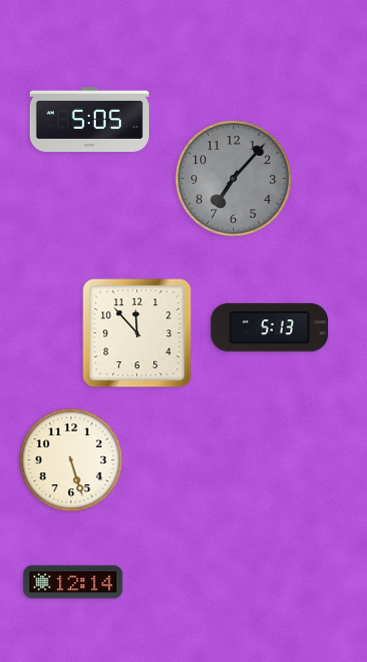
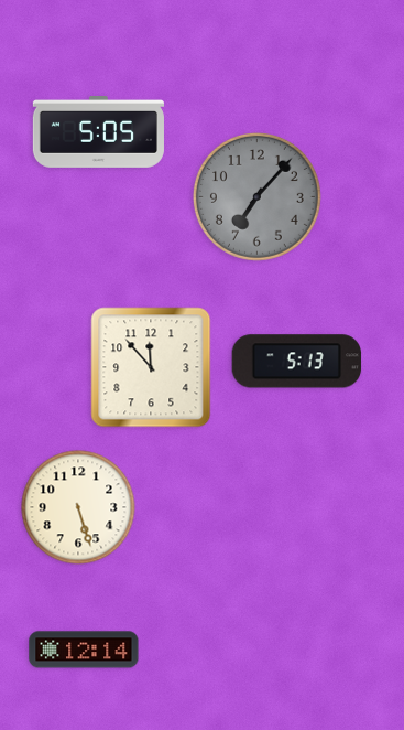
clock at (73, 582) position: (73, 582) -> (84, 650)
